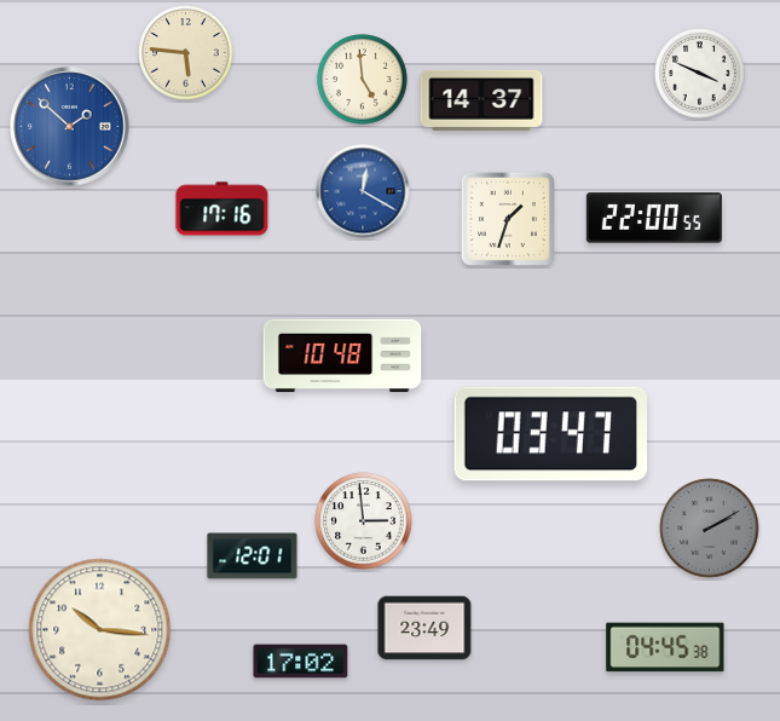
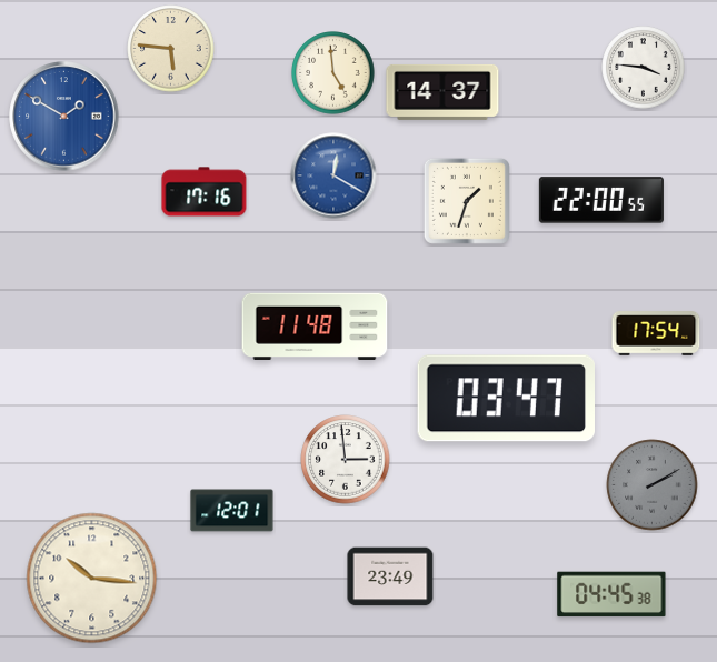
clock at (700, 74): 3:49 -> 3:46
clock at (70, 127): 1:52 -> 1:50
clock at (342, 356): 10:48 -> 11:48
clock at (656, 334): none -> 17:54
clock at (364, 521) position: (364, 521) -> (346, 460)
clock at (301, 662): 17:02 -> none
